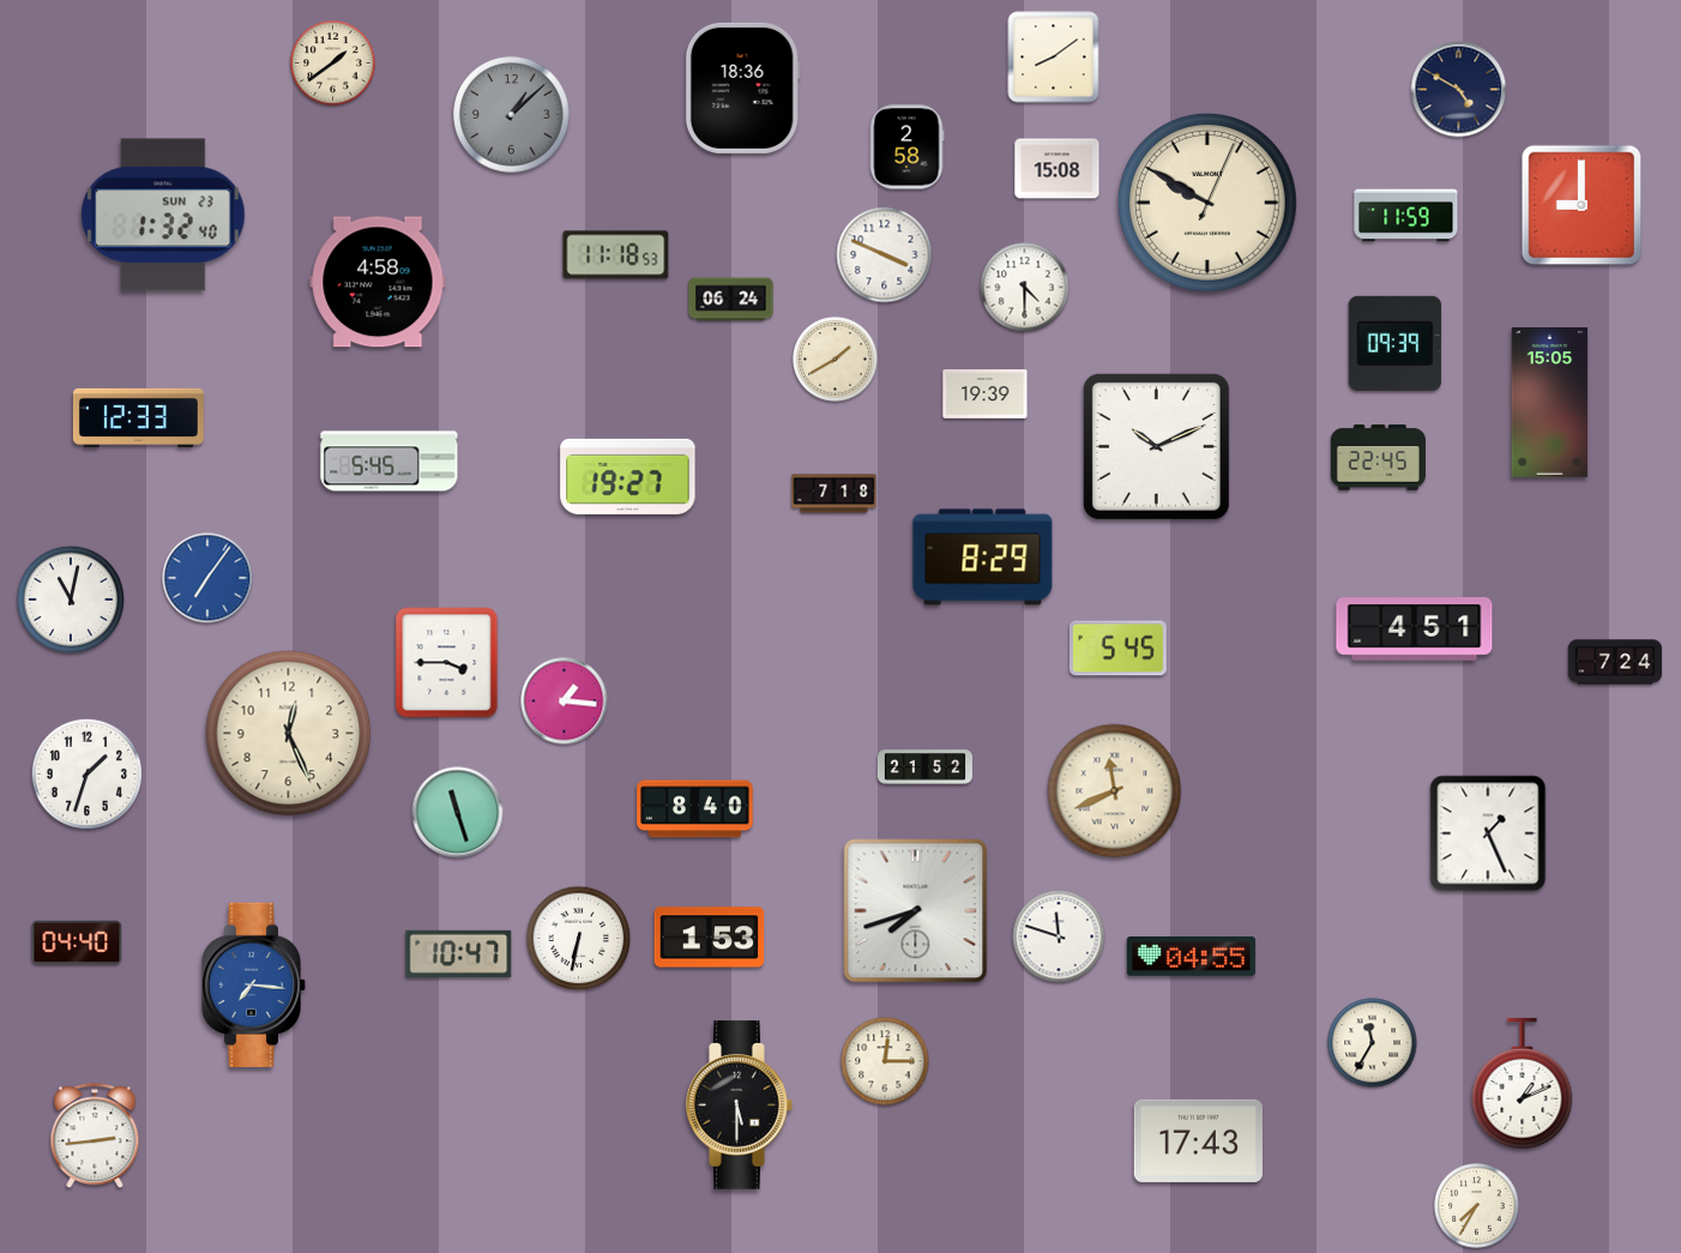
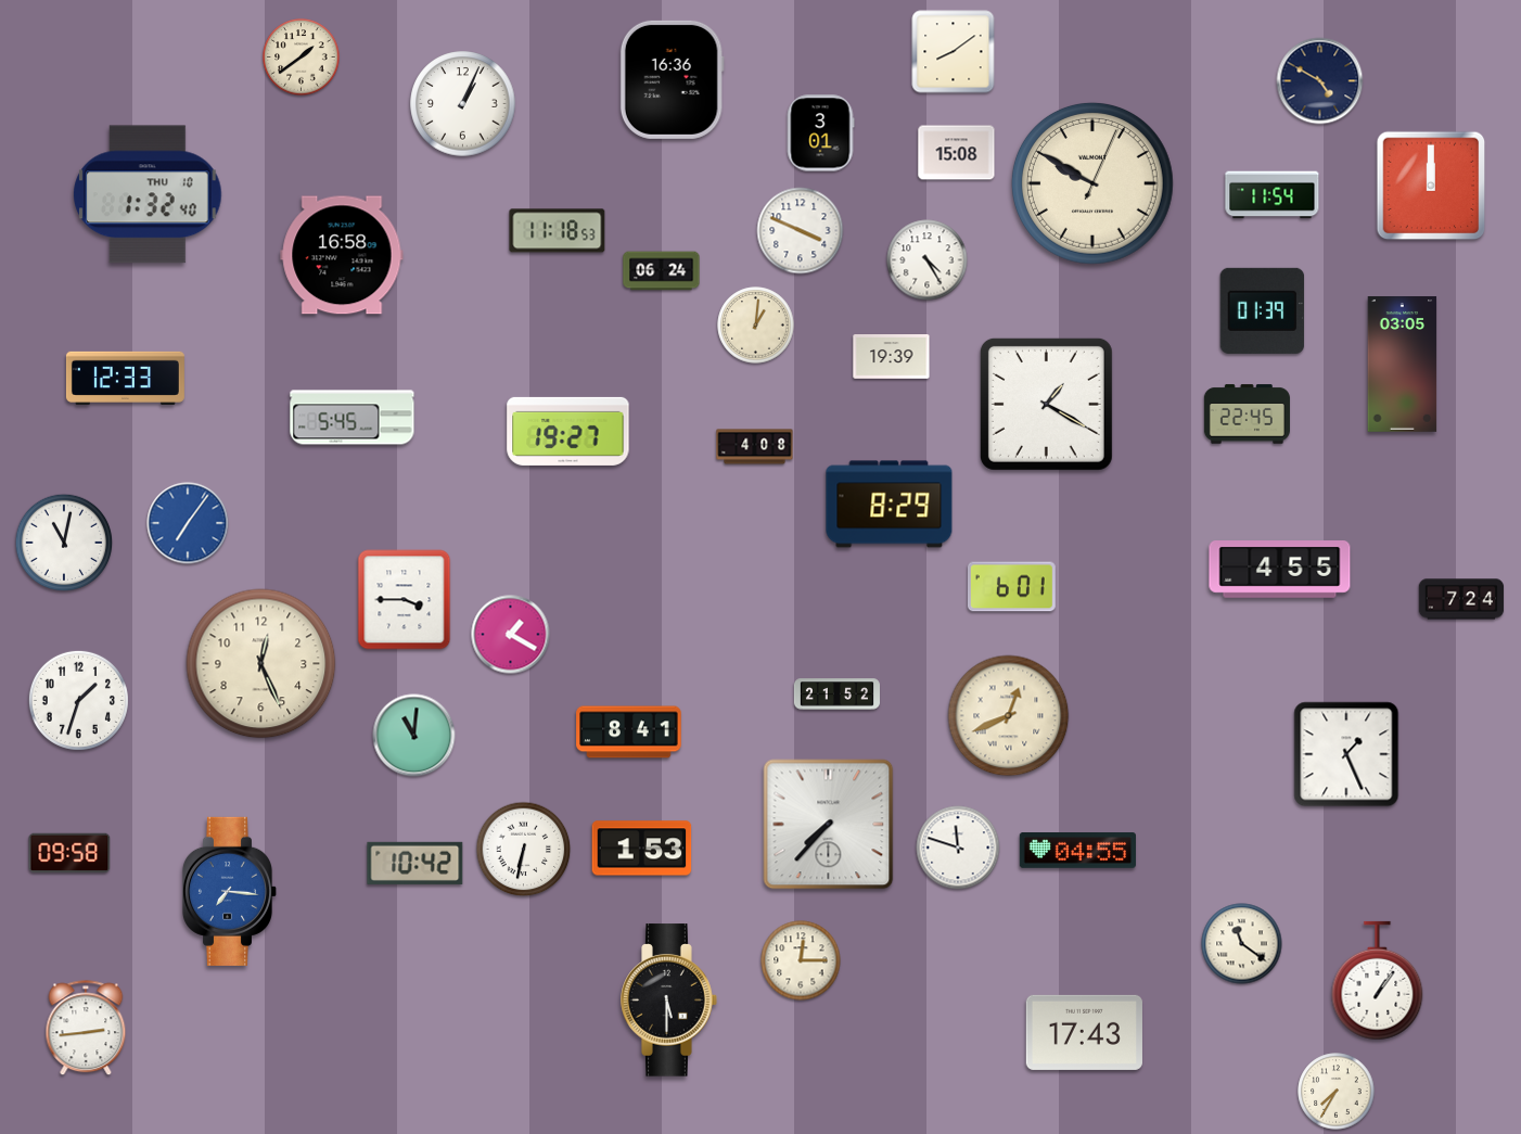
clock at (742, 88): 18:36 -> 16:36
clock at (512, 115): 1:08 -> 1:04
clock at (512, 115) dial: grey -> white
clock at (906, 147): 2:58 -> 3:01
clock at (1581, 205): 9:00 -> 12:00
clock at (163, 215) date: SUN 23 -> THU 10
clock at (1406, 216): 11:59 -> 11:54
clock at (378, 282): 4:58 -> 16:58
clock at (1025, 288): 4:30 -> 4:25
clock at (1396, 343): 09:39 -> 01:39
clock at (836, 360): 1:40 -> 1:01
clock at (1550, 403): 15:05 -> 03:05
clock at (1156, 446): 10:11 -> 1:20
clock at (835, 494): 7:18 -> 4:08
clock at (1415, 629): 4:51 -> 4:55
clock at (1117, 649): 5:45 -> 6:01
clock at (565, 701): 1:16 -> 1:20
clock at (1115, 791): 11:41 -> 12:41
clock at (695, 809): 8:40 -> 8:41
clock at (458, 813): 11:27 -> 11:01
clock at (916, 911): 7:42 -> 7:37
clock at (77, 941): 04:40 -> 09:58
clock at (459, 953): 10:47 -> 10:42
clock at (1191, 957) position: (1191, 957) -> (1077, 851)
clock at (1373, 1043): 11:35 -> 11:21
clock at (1523, 1084): 1:11 -> 1:06
